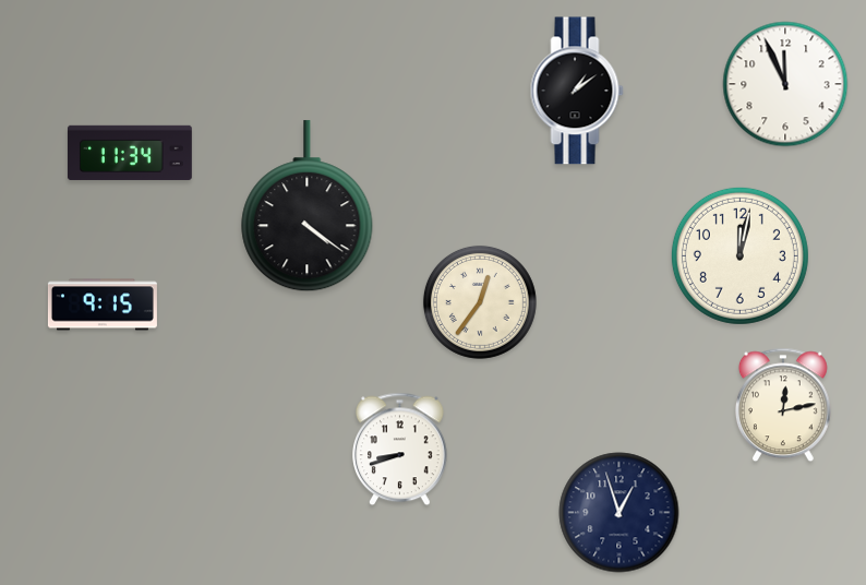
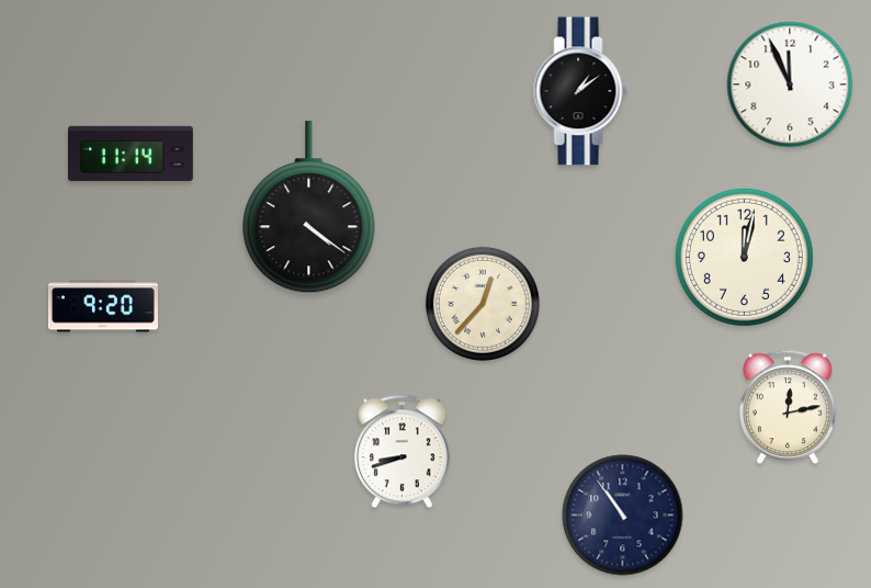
clock at (130, 153): 11:34 -> 11:14
clock at (480, 302): 12:36 -> 12:37
clock at (103, 305): 9:15 -> 9:20
clock at (620, 513): 12:57 -> 10:54
